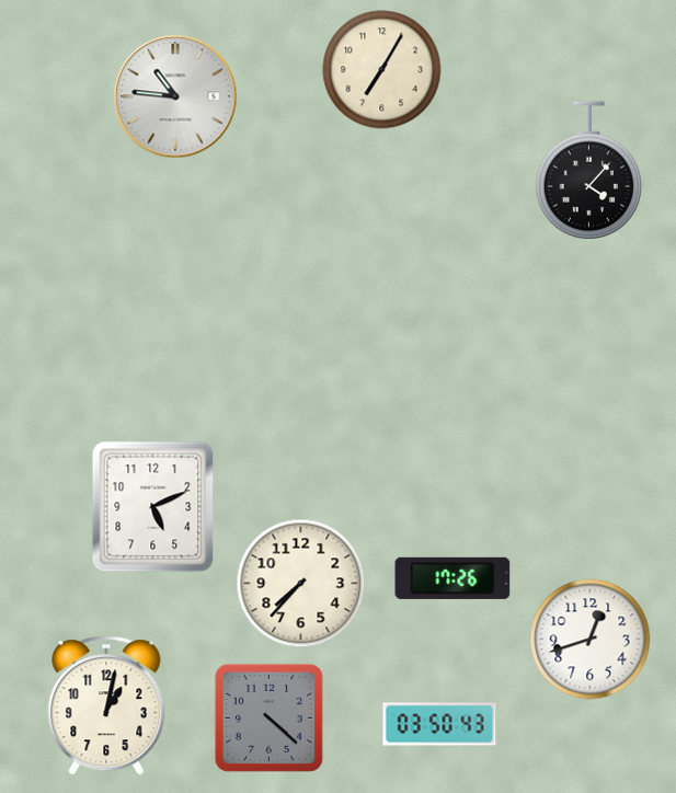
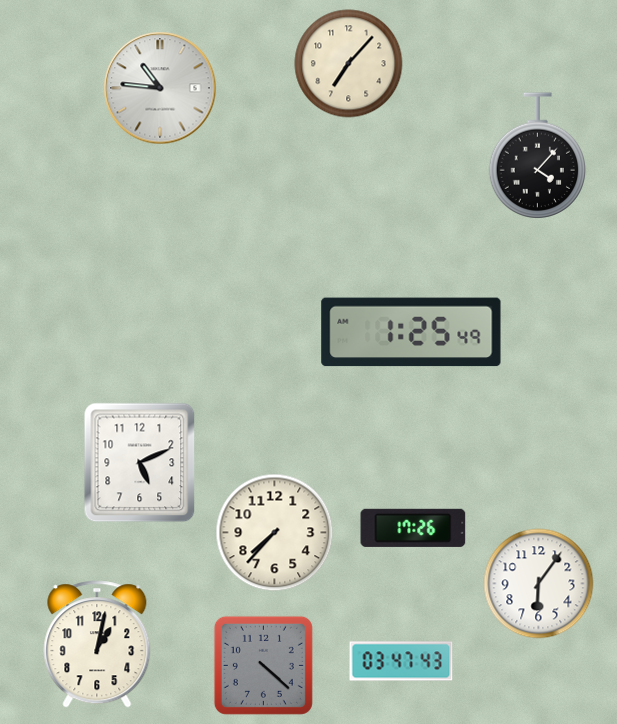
clock at (382, 70): 7:05 -> 7:07
clock at (411, 332): none -> 1:25
clock at (591, 640): 12:42 -> 6:06
clock at (268, 717) position: (268, 717) -> (263, 665)
clock at (439, 724): 03:50 -> 03:47
